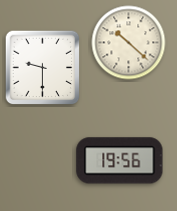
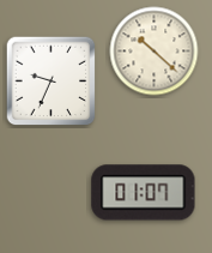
clock at (43, 68): 9:30 -> 9:34
clock at (120, 161): 19:56 -> 01:07
